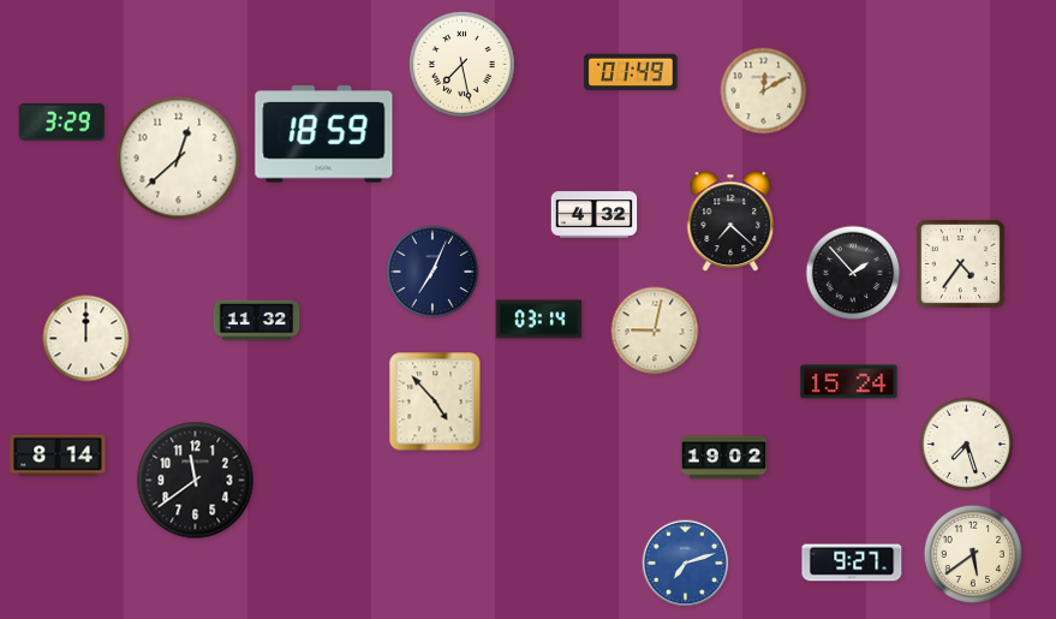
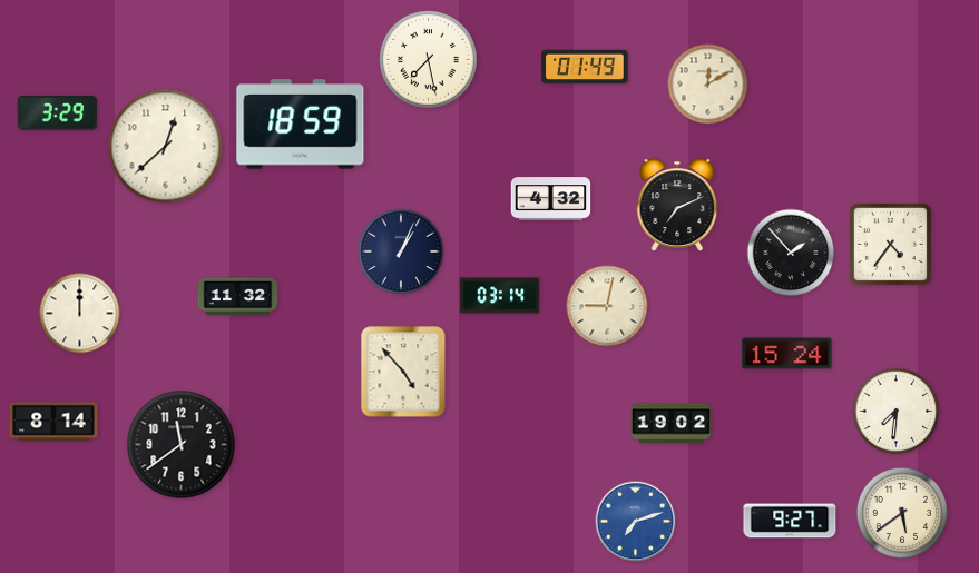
clock at (730, 221): 7:22 -> 7:11
clock at (432, 272): 7:04 -> 1:04
clock at (967, 445): 7:27 -> 7:31
